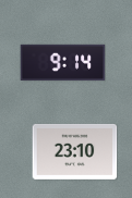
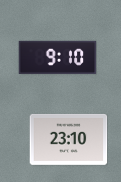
clock at (62, 62): 9:14 -> 9:10
